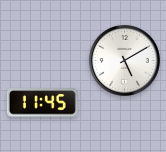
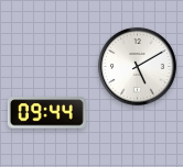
clock at (42, 103): 11:45 -> 09:44
